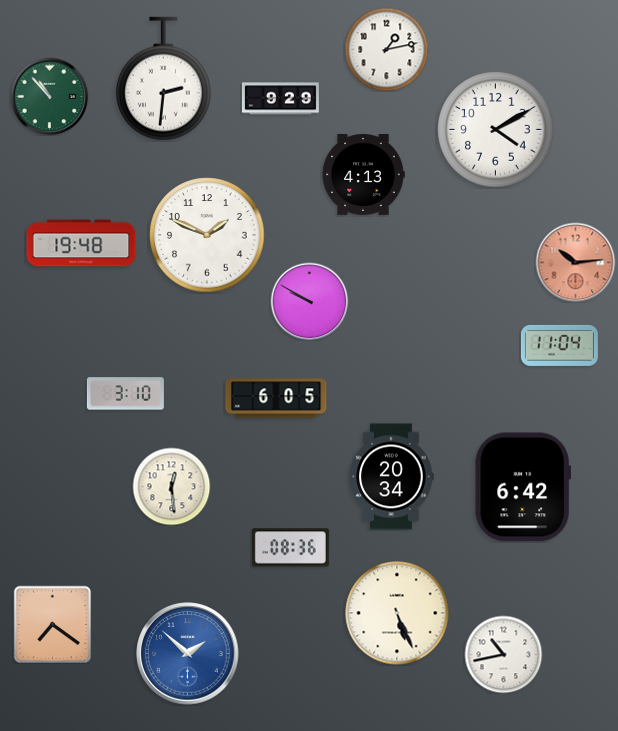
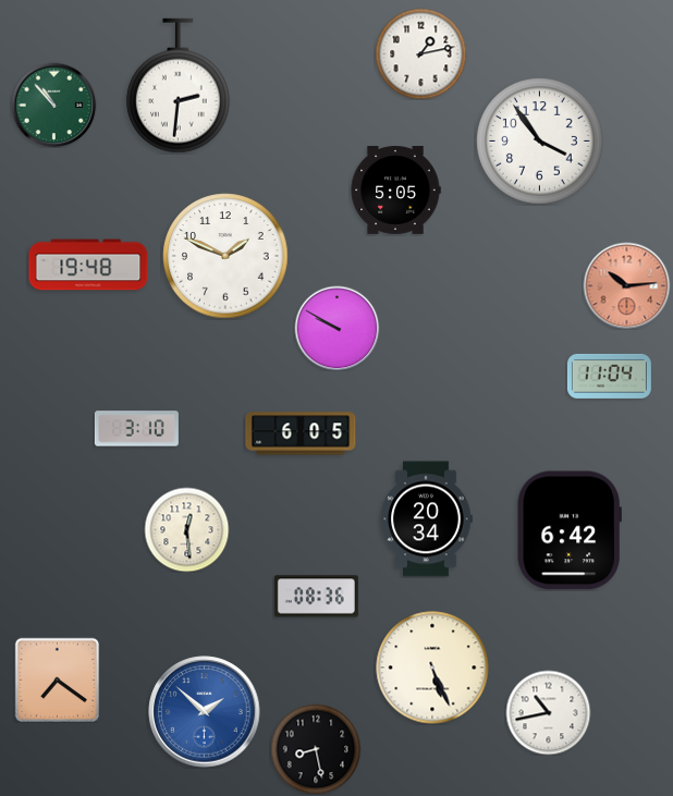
clock at (280, 99): 9:29 -> none
clock at (496, 130): 4:10 -> 3:54
clock at (363, 175): 4:13 -> 5:05
clock at (316, 749): none -> 8:28
